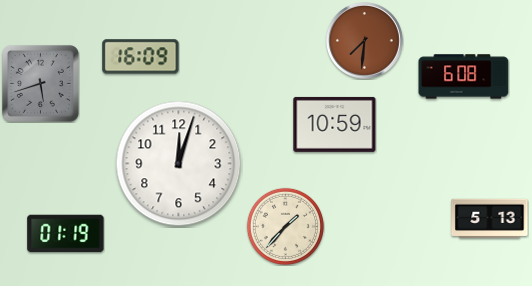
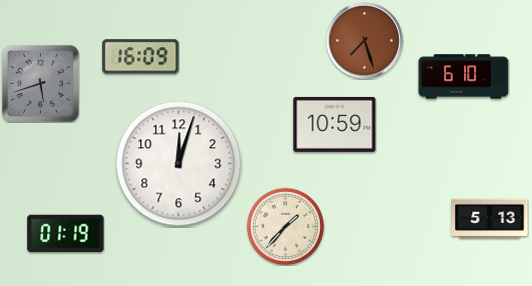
clock at (365, 41): 7:31 -> 7:27
clock at (464, 77): 6:08 -> 6:10
